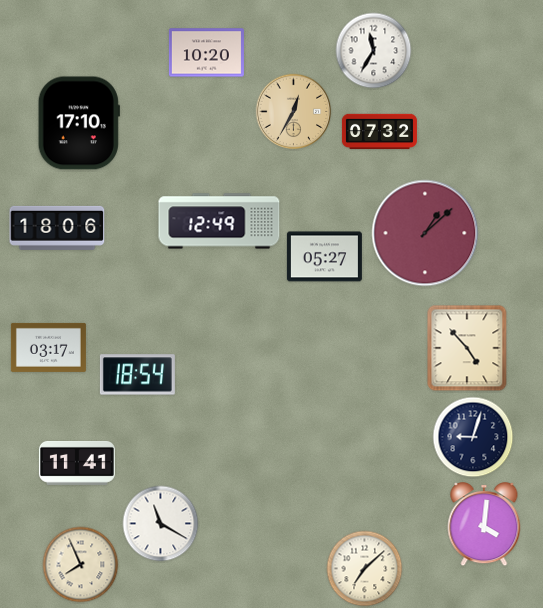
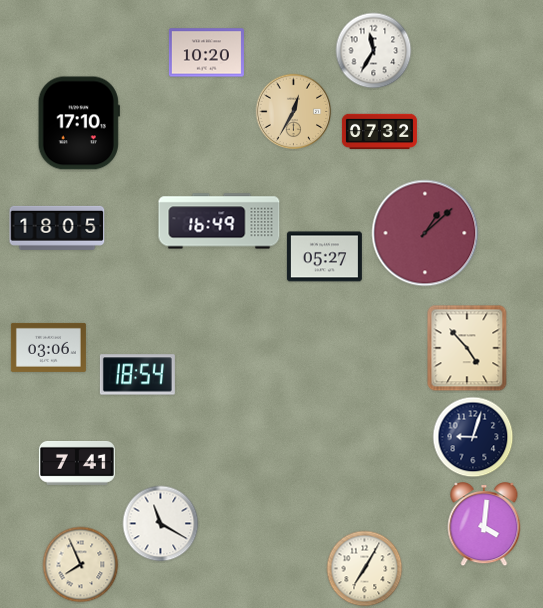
clock at (219, 221): 12:49 -> 16:49
clock at (57, 228): 18:06 -> 18:05
clock at (48, 347): 03:17 -> 03:06
clock at (77, 463): 11:41 -> 7:41
clock at (365, 569): 7:08 -> 7:05
